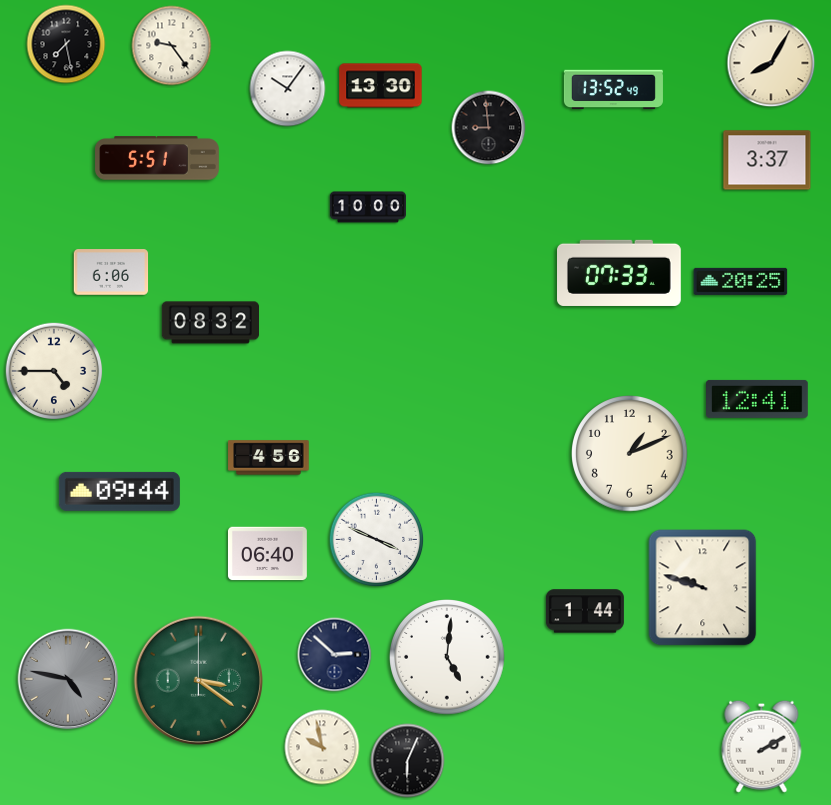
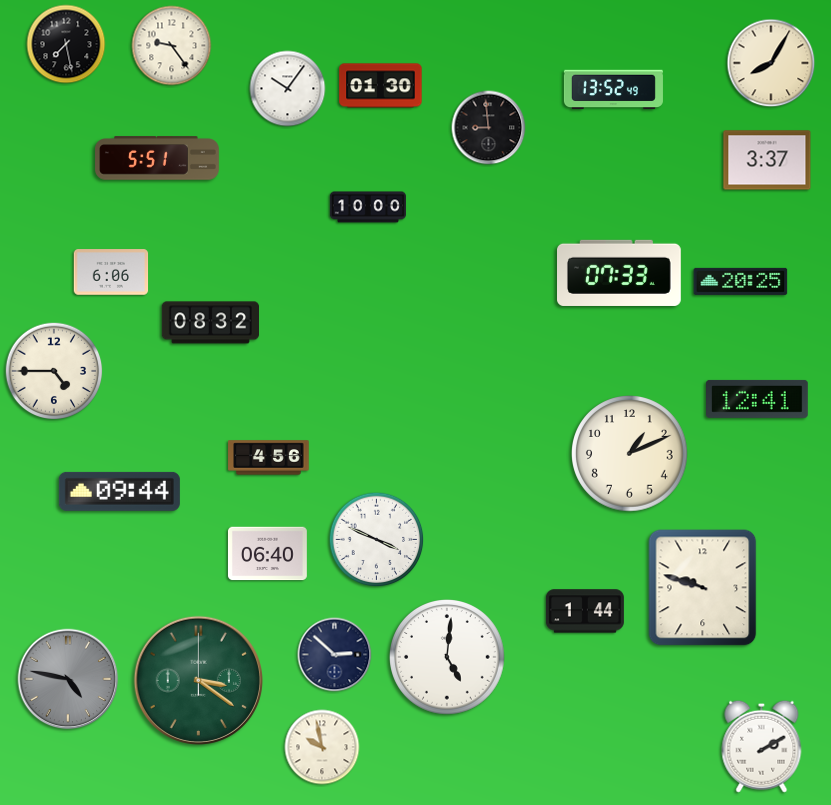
clock at (381, 86): 13:30 -> 01:30
clock at (408, 761): 6:04 -> none
